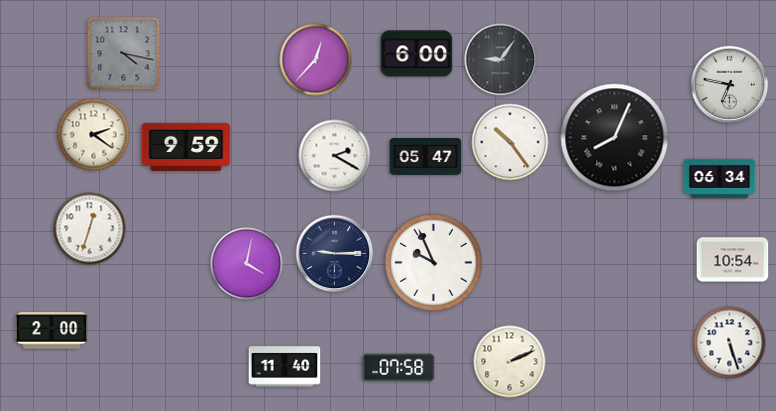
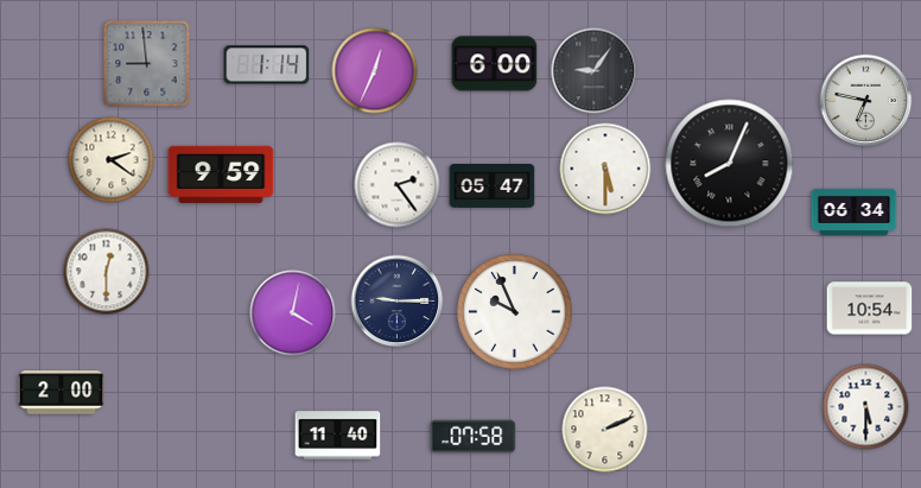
clock at (124, 54): 4:17 -> 8:59
clock at (267, 65): none -> 1:14
clock at (316, 60): 12:37 -> 12:34
clock at (510, 142): 10:24 -> 5:30
clock at (335, 156): 2:20 -> 2:24
clock at (426, 157) position: (426, 157) -> (493, 186)
clock at (90, 229): 12:33 -> 12:30
clock at (730, 343): 5:27 -> 5:30
